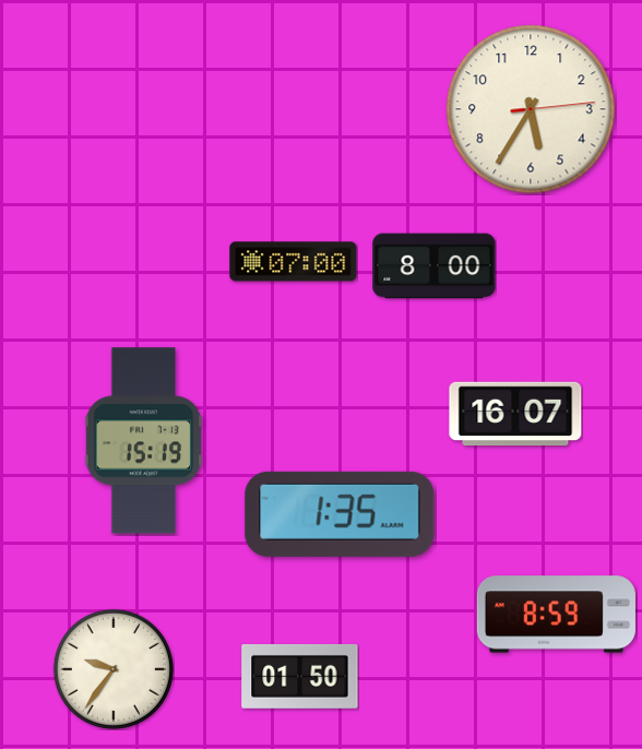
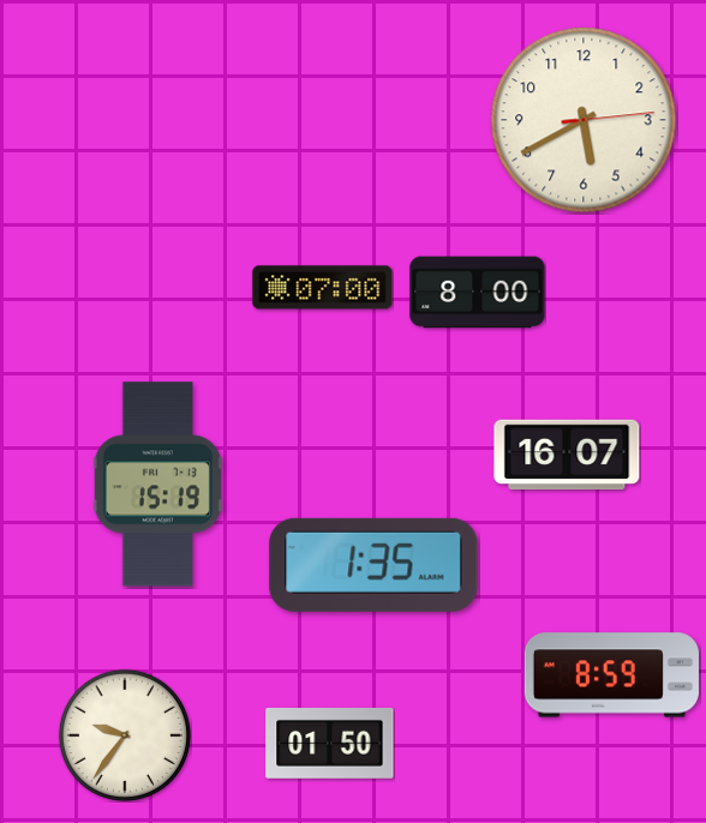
clock at (531, 109): 5:35 -> 5:40
